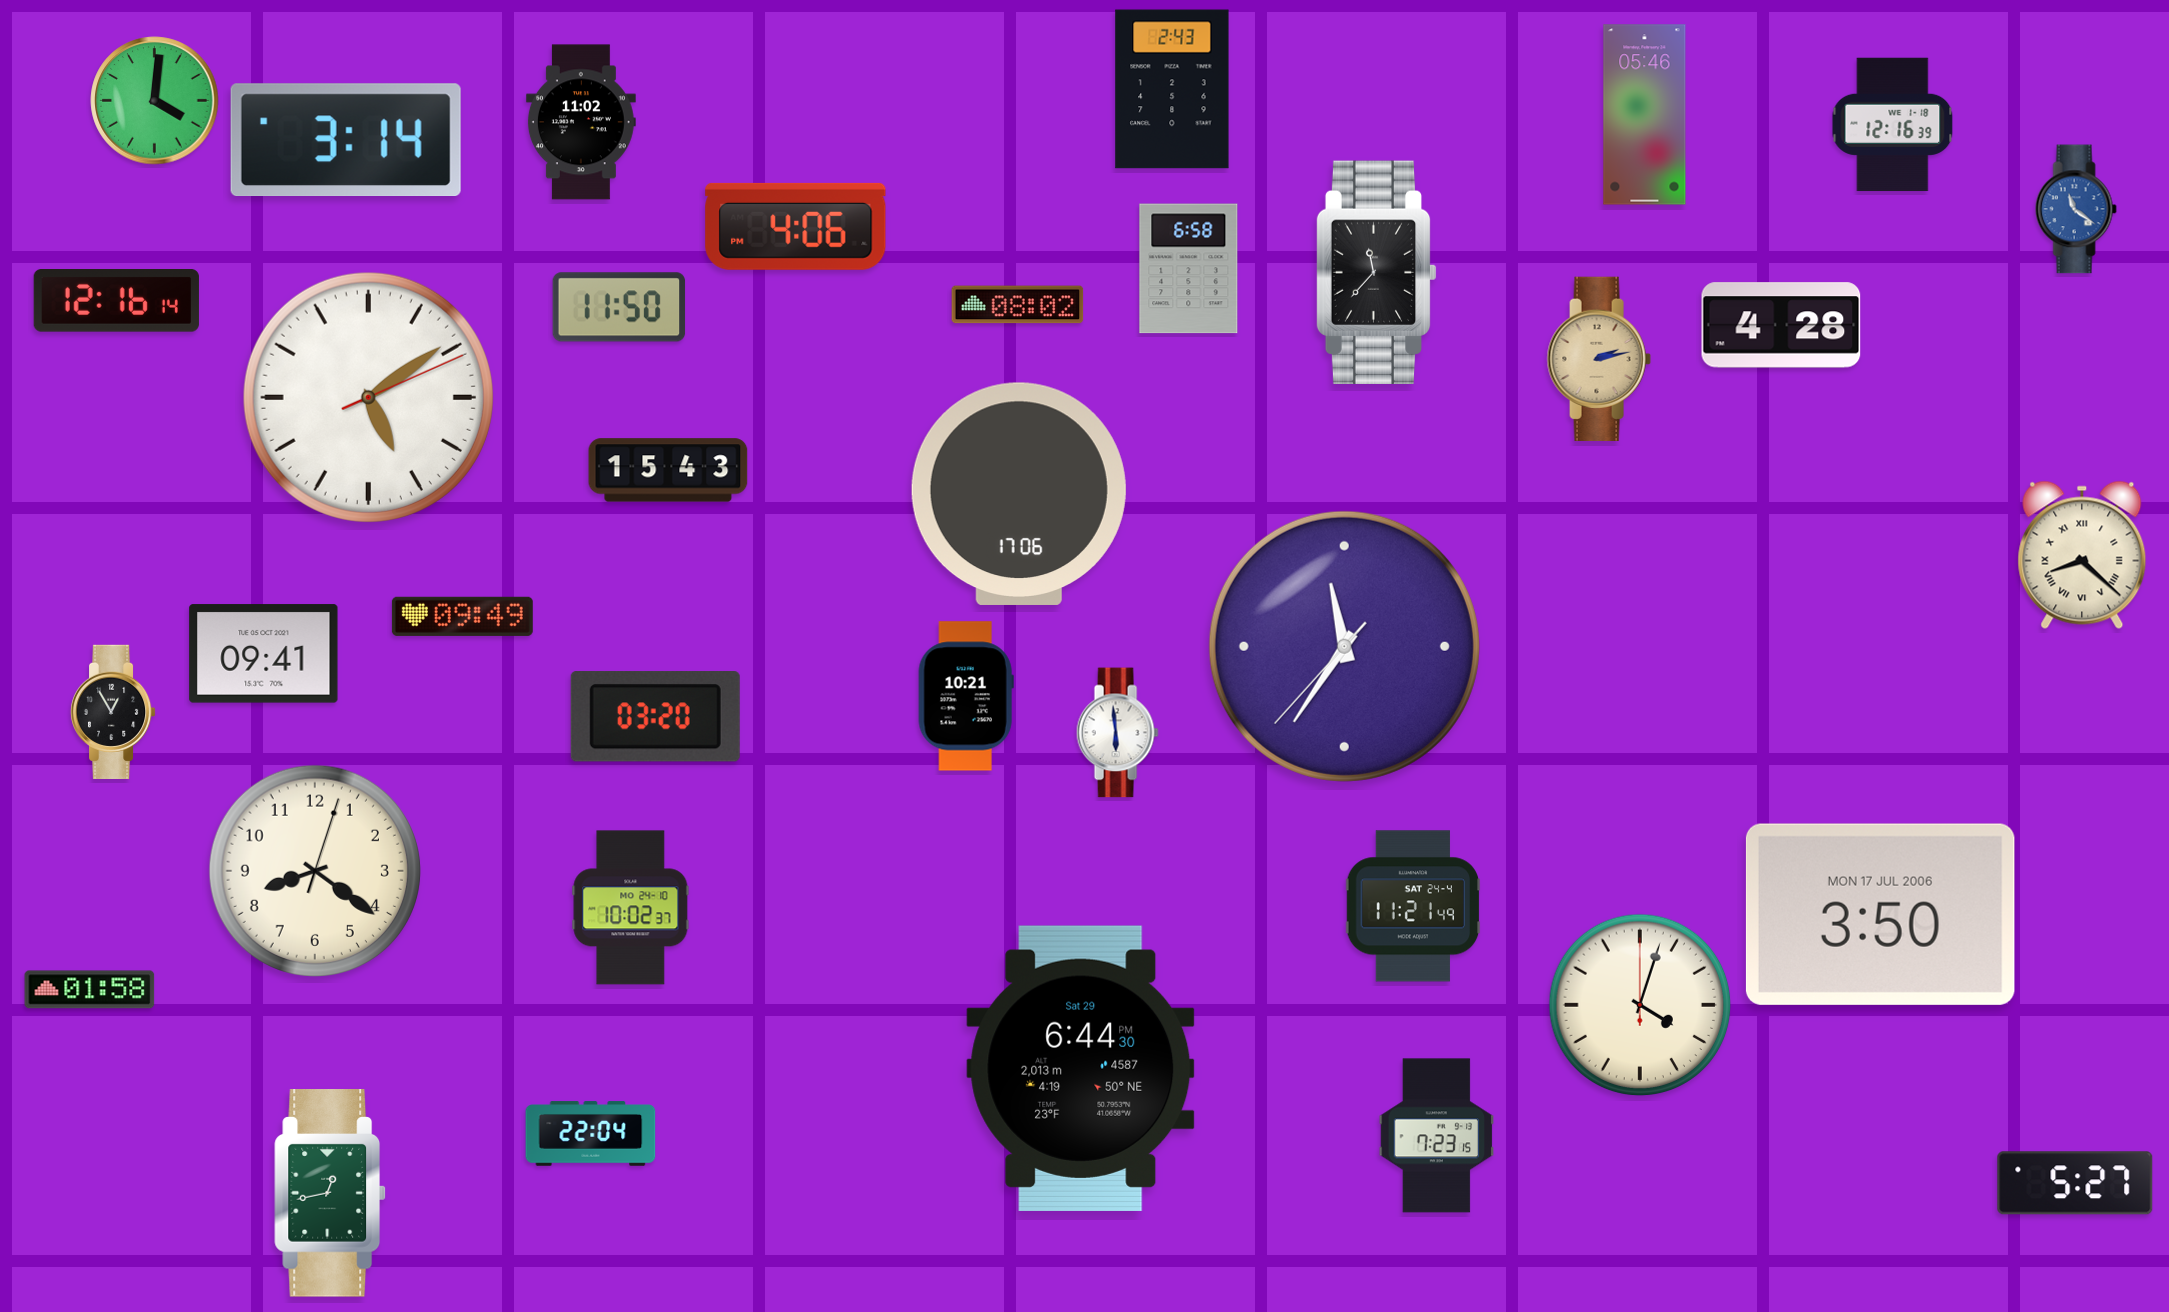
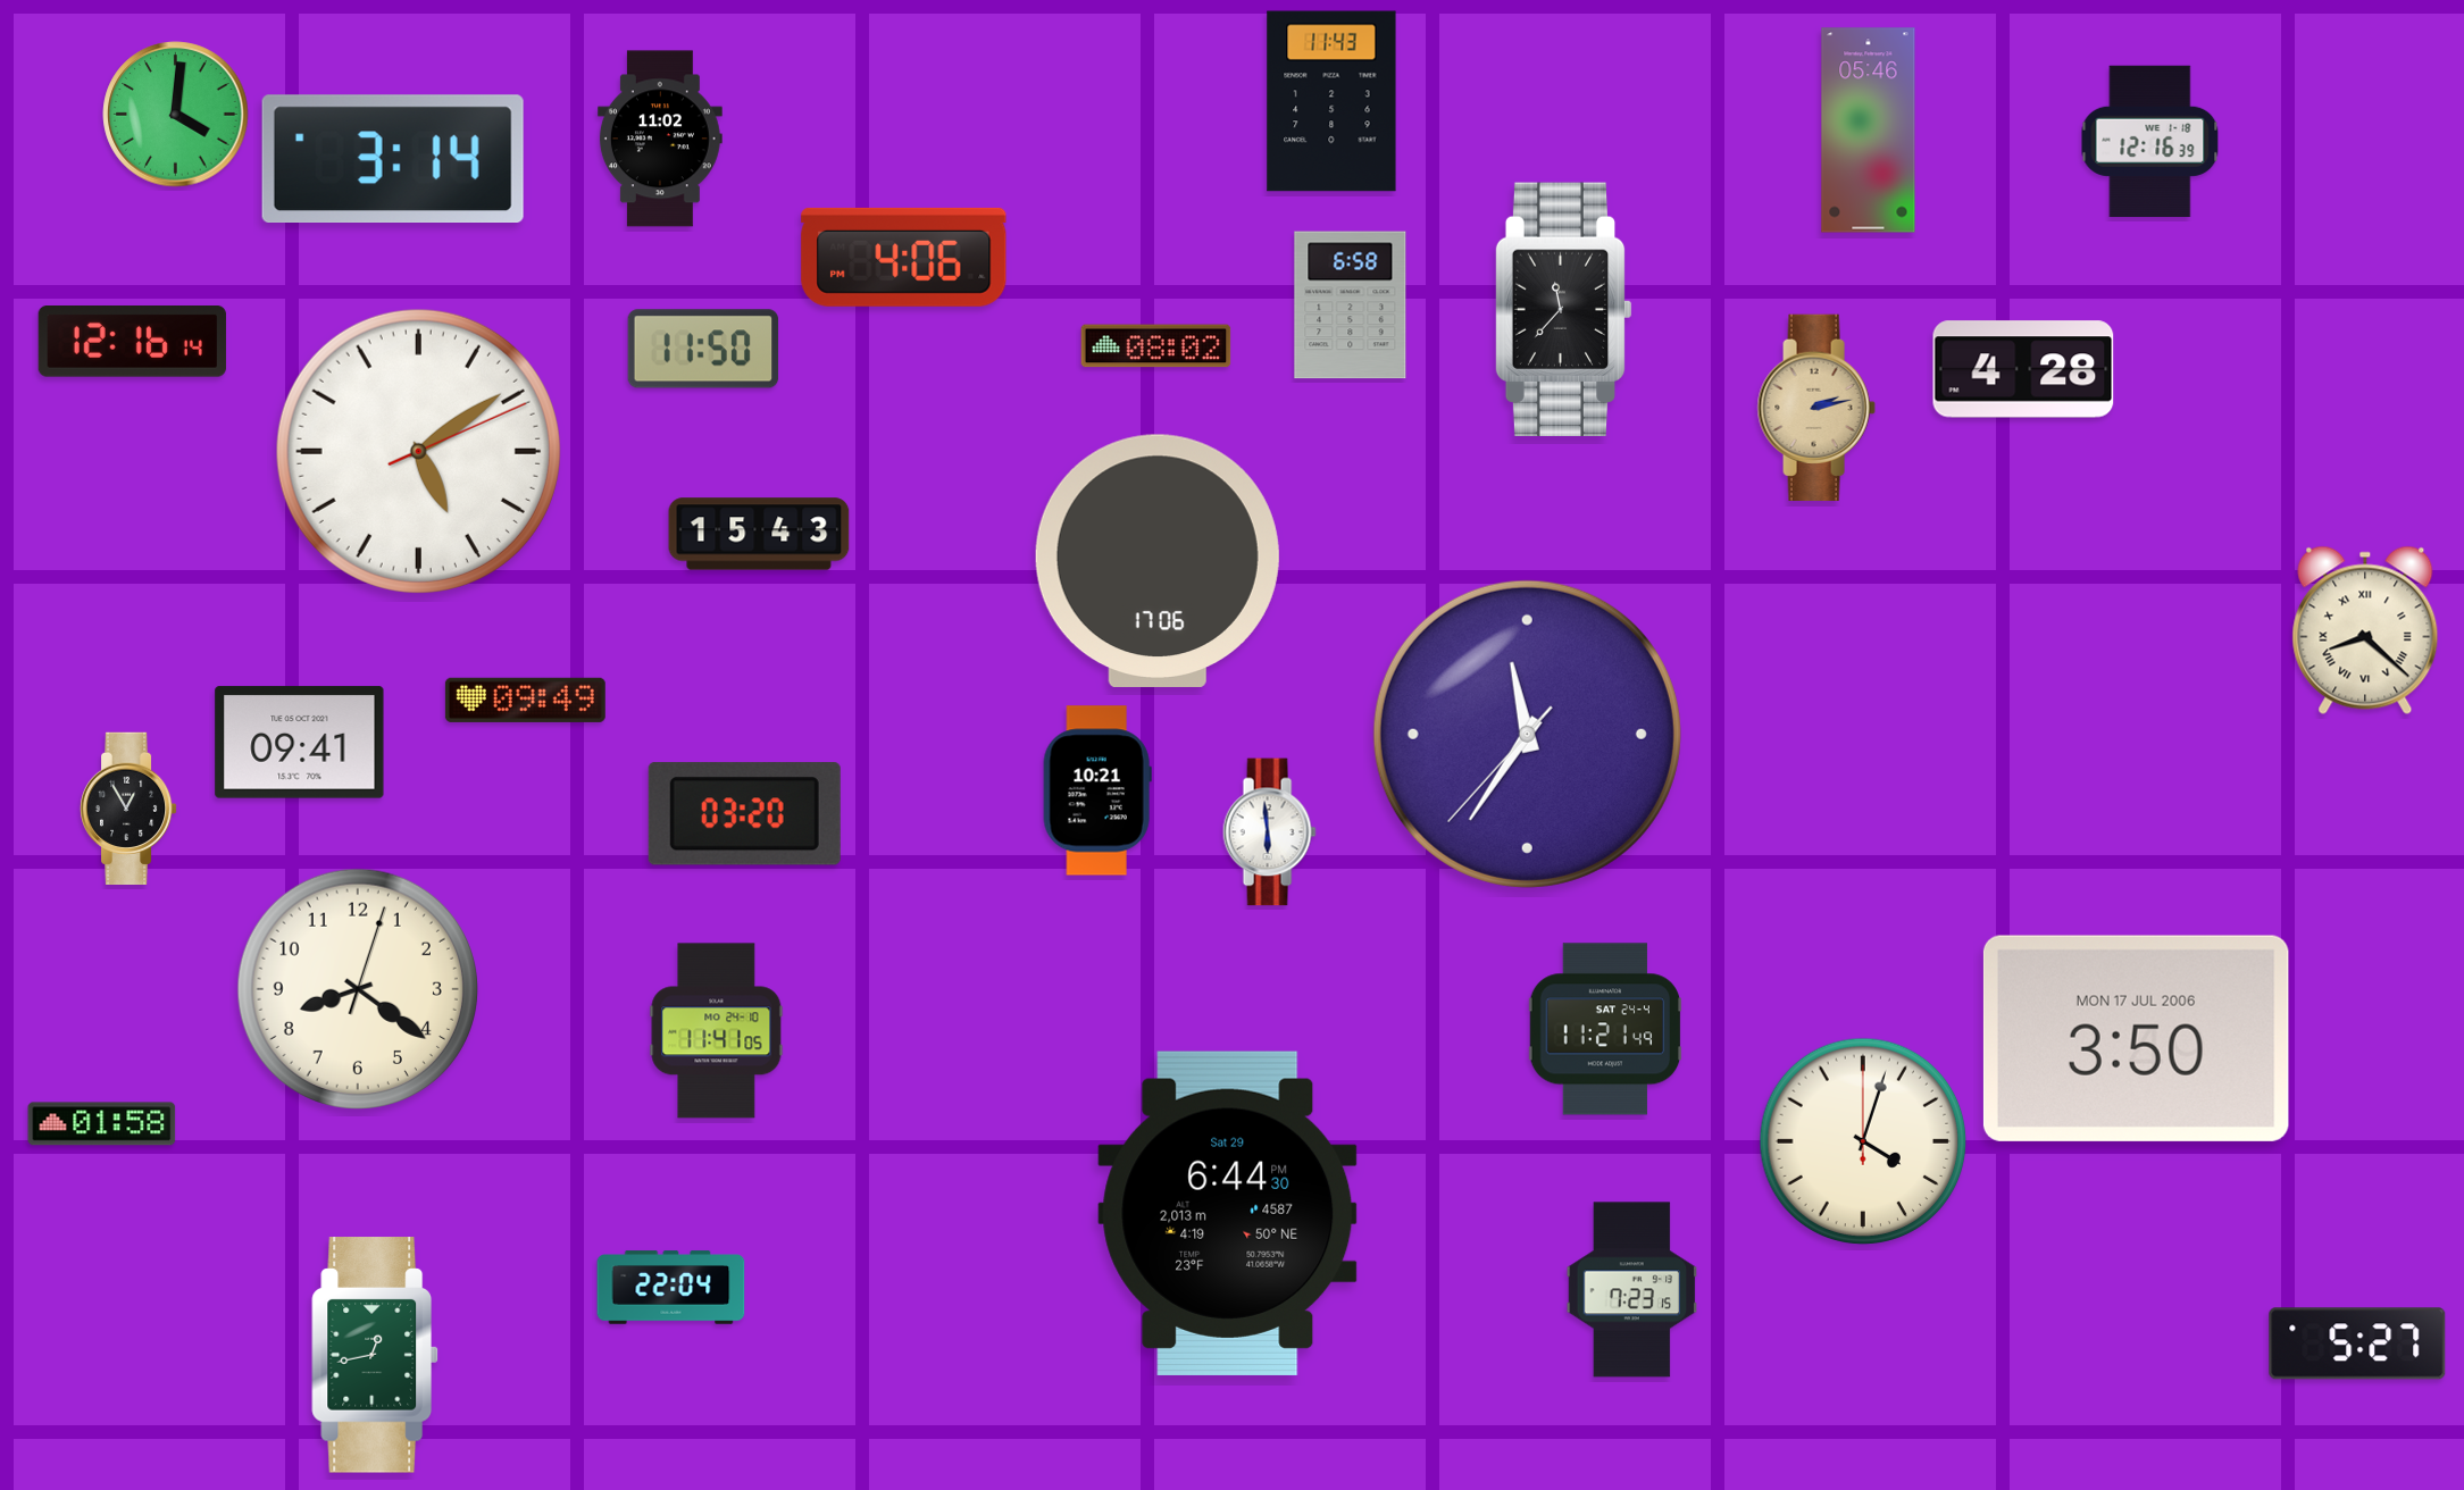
clock at (1172, 89): 2:43 -> 11:43
clock at (2076, 209): 11:21 -> none
clock at (631, 908): 10:02 -> 11:41
